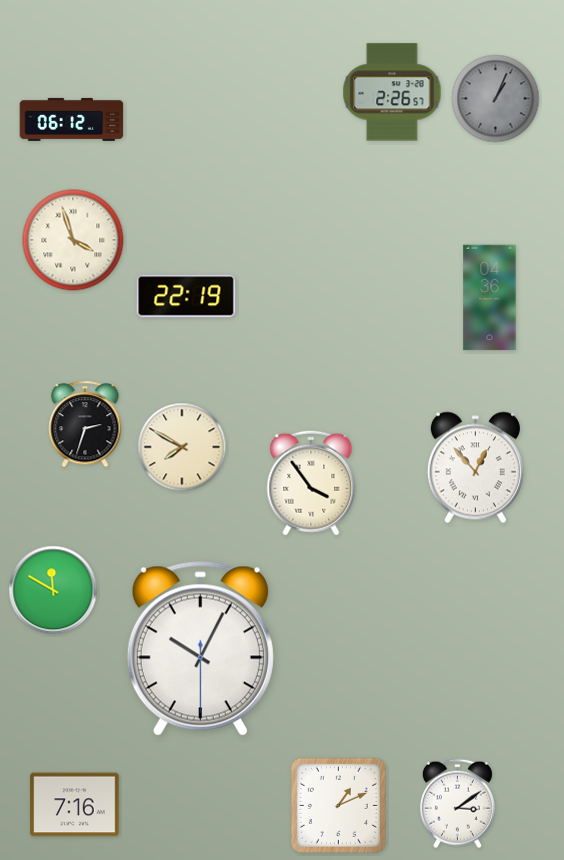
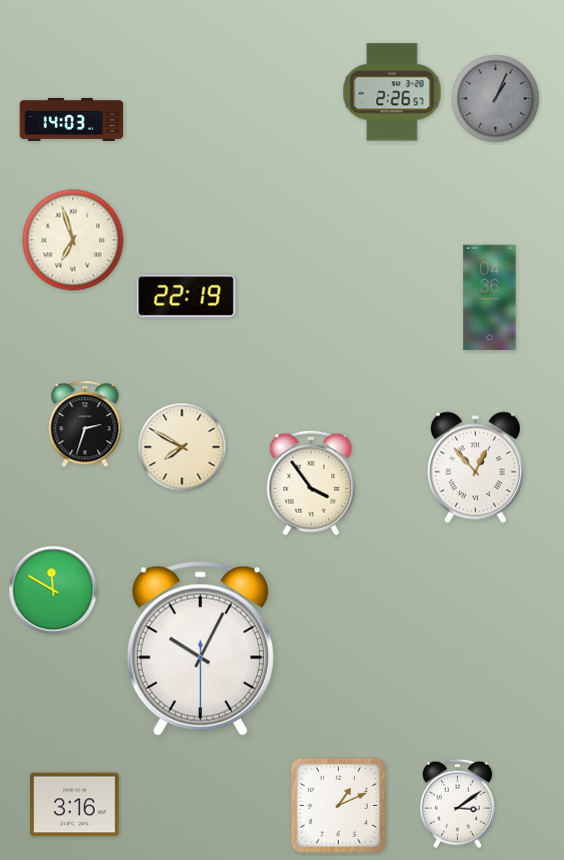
clock at (72, 119): 06:12 -> 14:03
clock at (73, 240): 3:57 -> 6:57
clock at (75, 805): 7:16 -> 3:16
